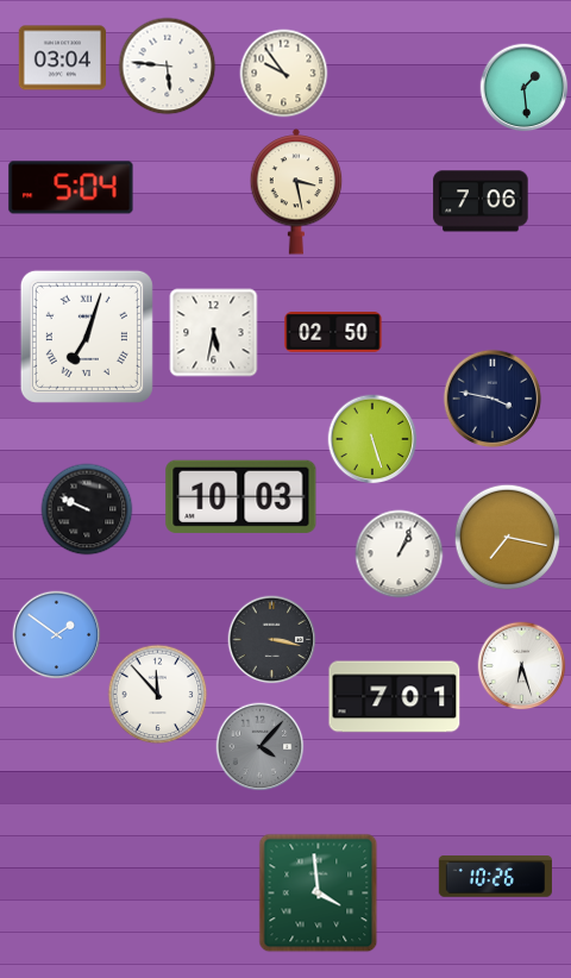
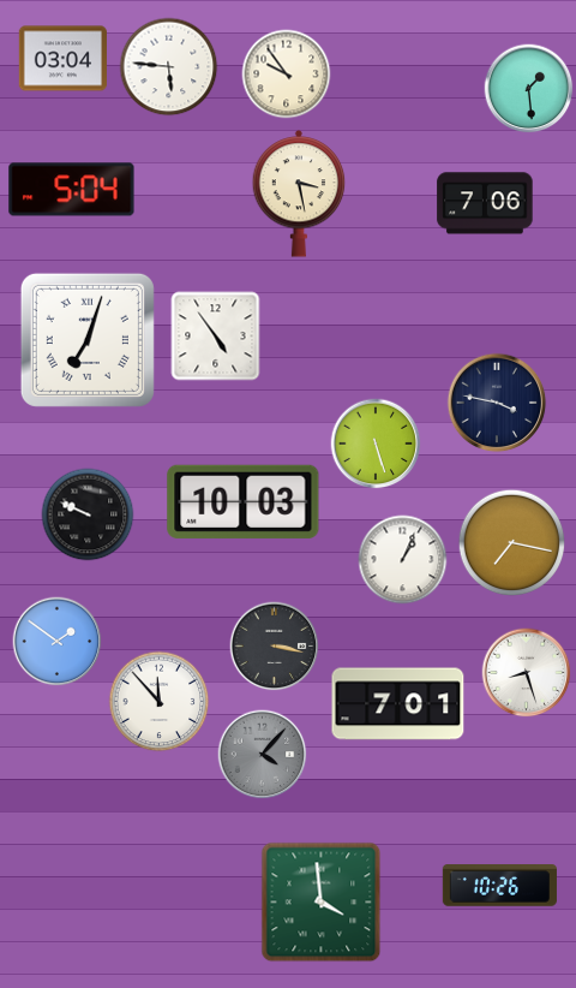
clock at (214, 333): 5:32 -> 4:54
clock at (333, 333): 02:50 -> none
clock at (522, 666): 6:27 -> 8:27
